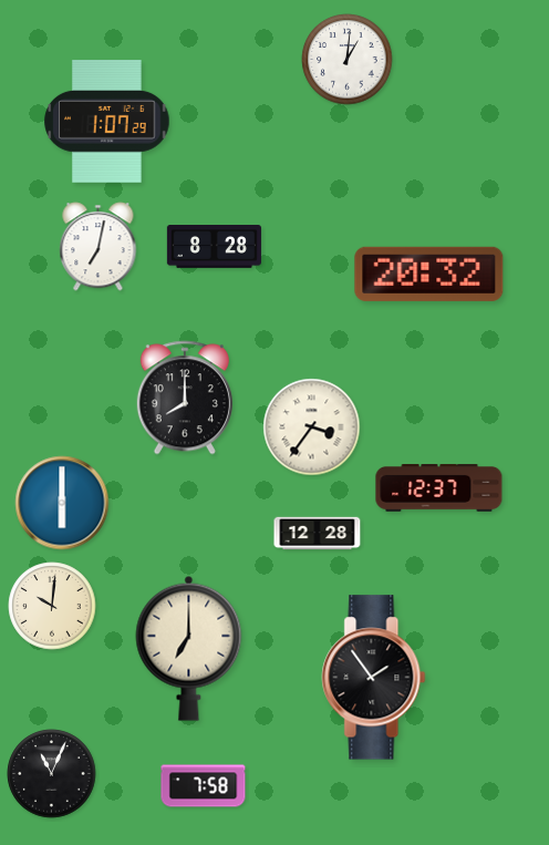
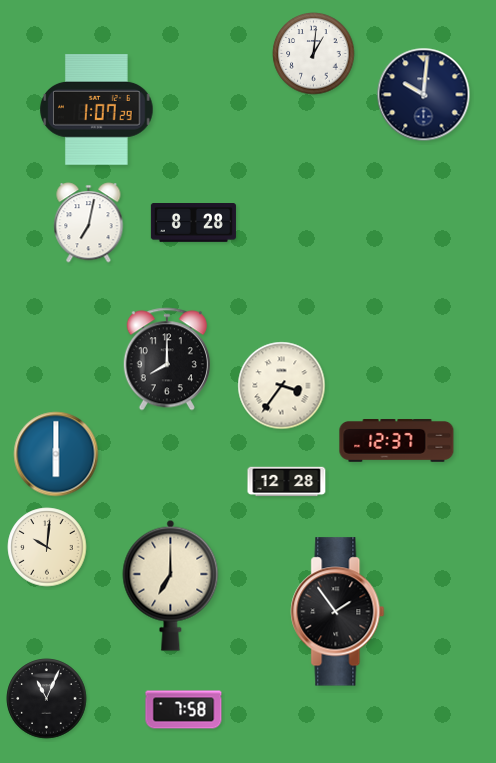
clock at (424, 95): none -> 10:01
clock at (429, 274): 20:32 -> none
